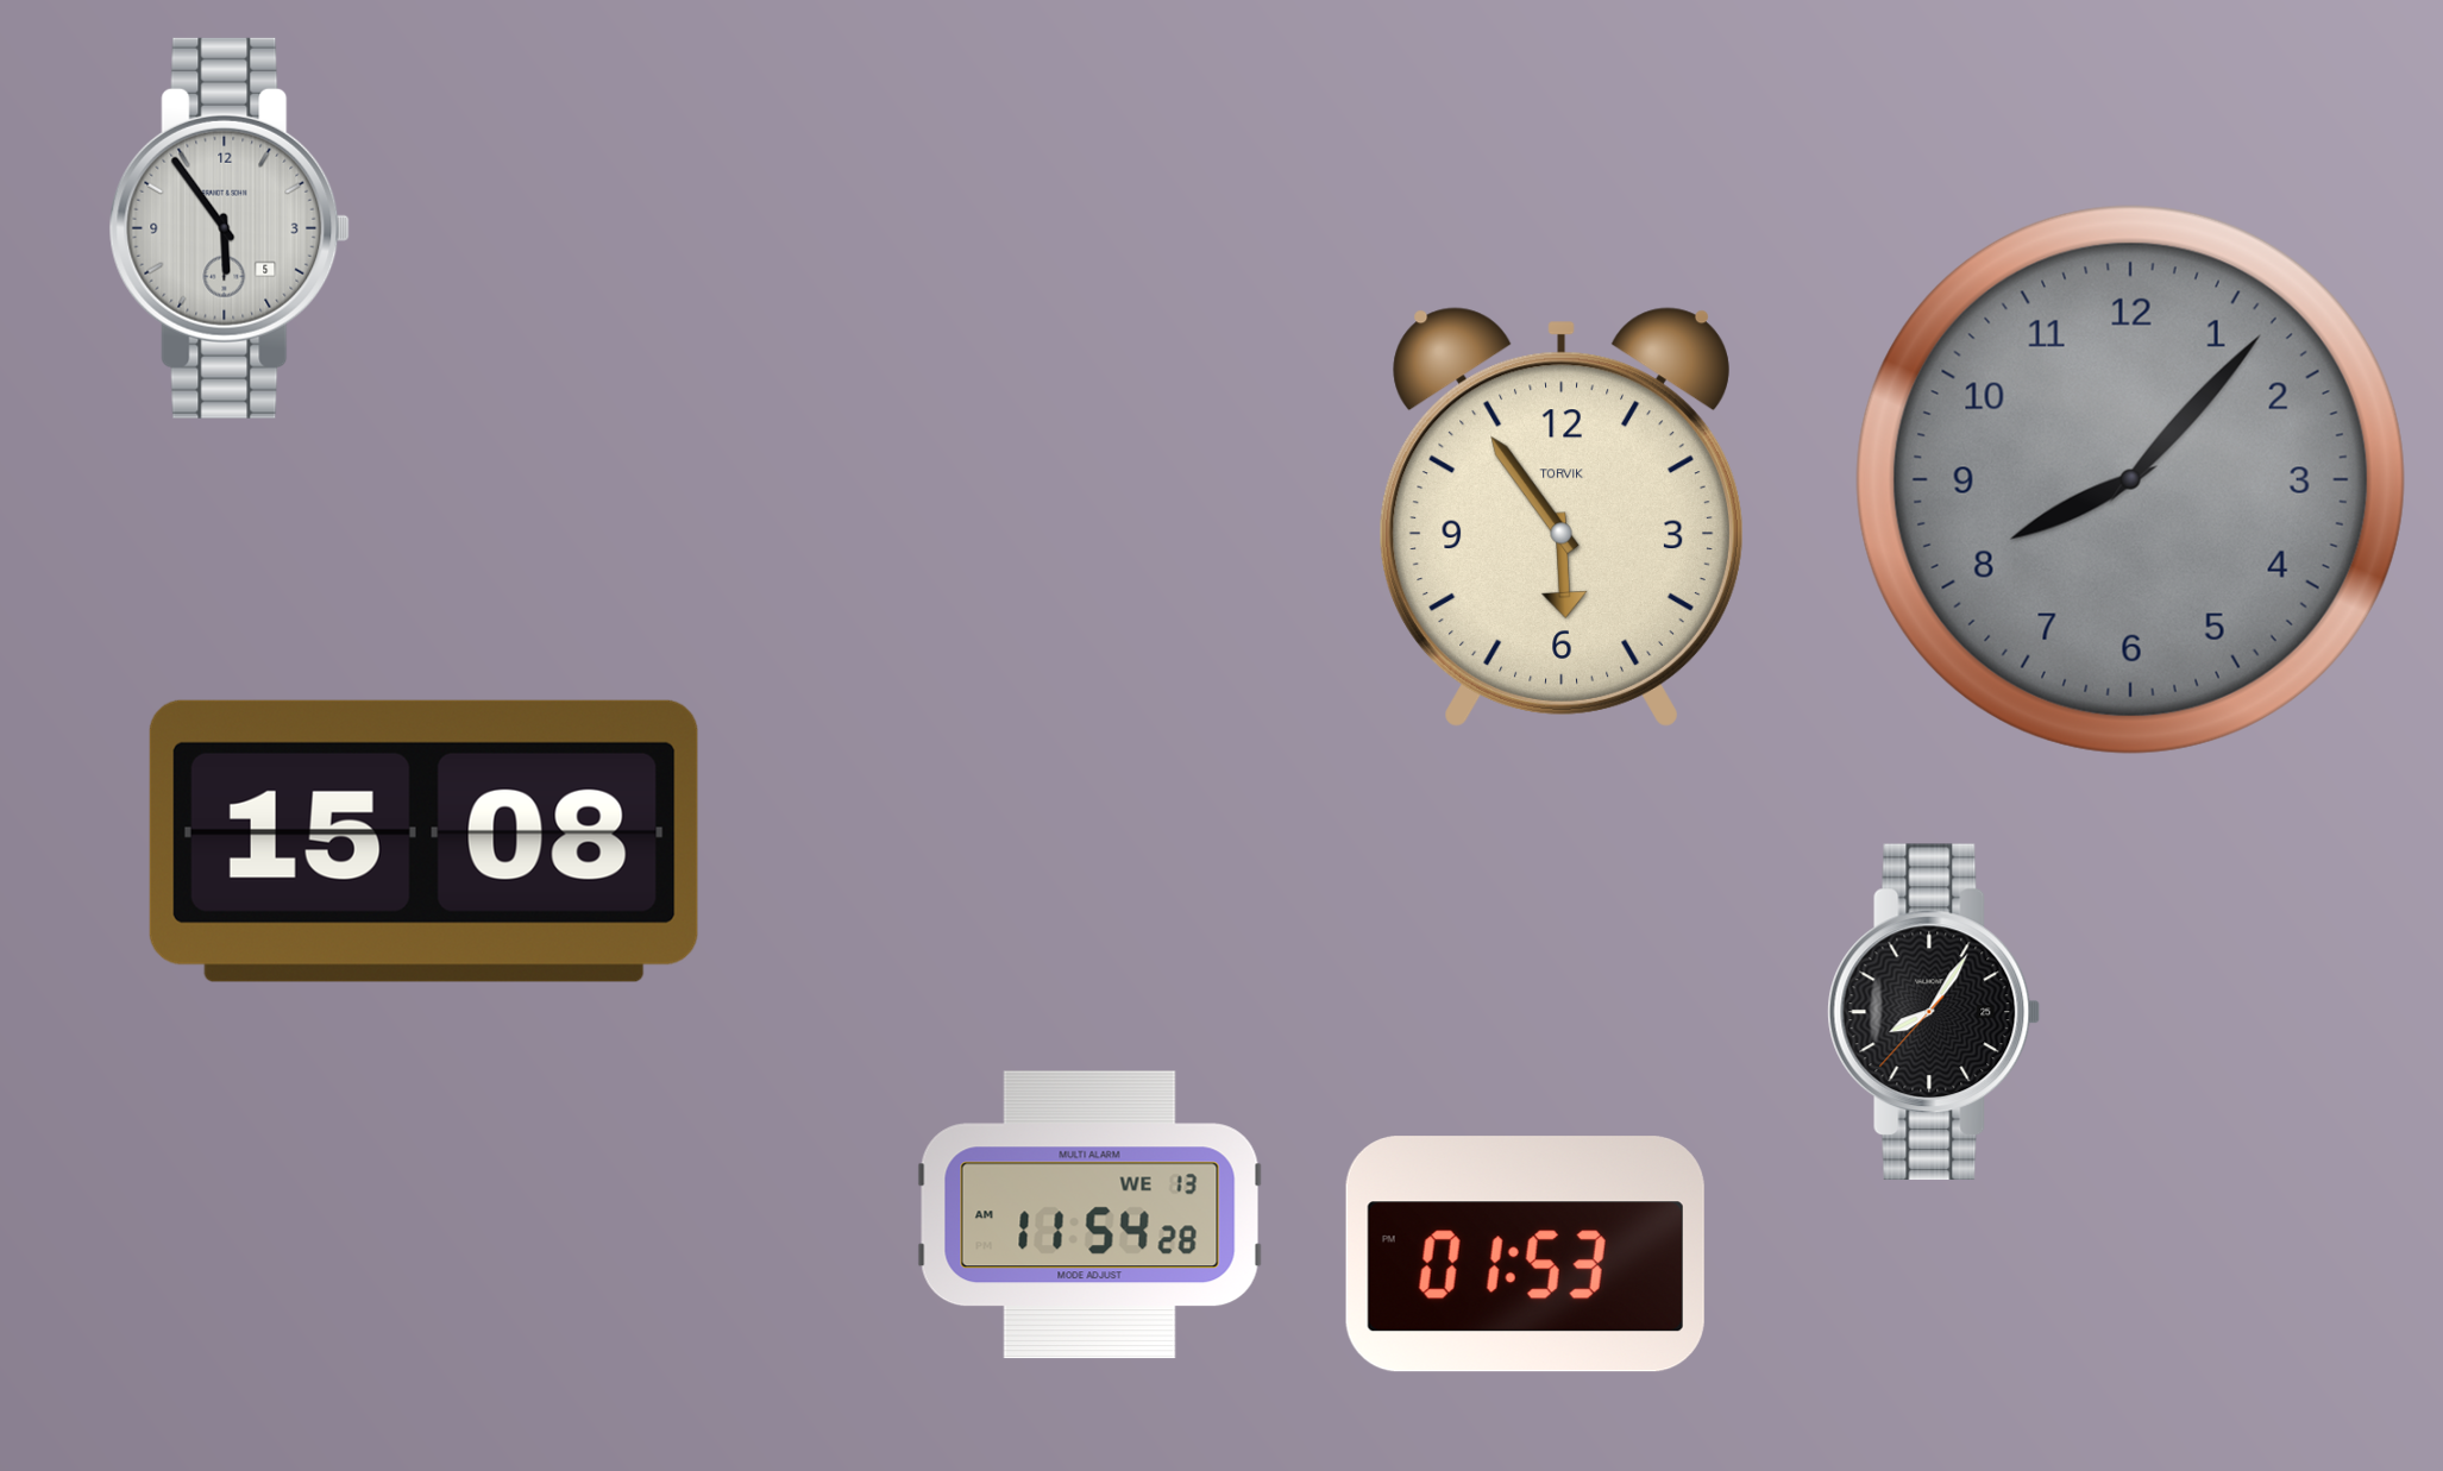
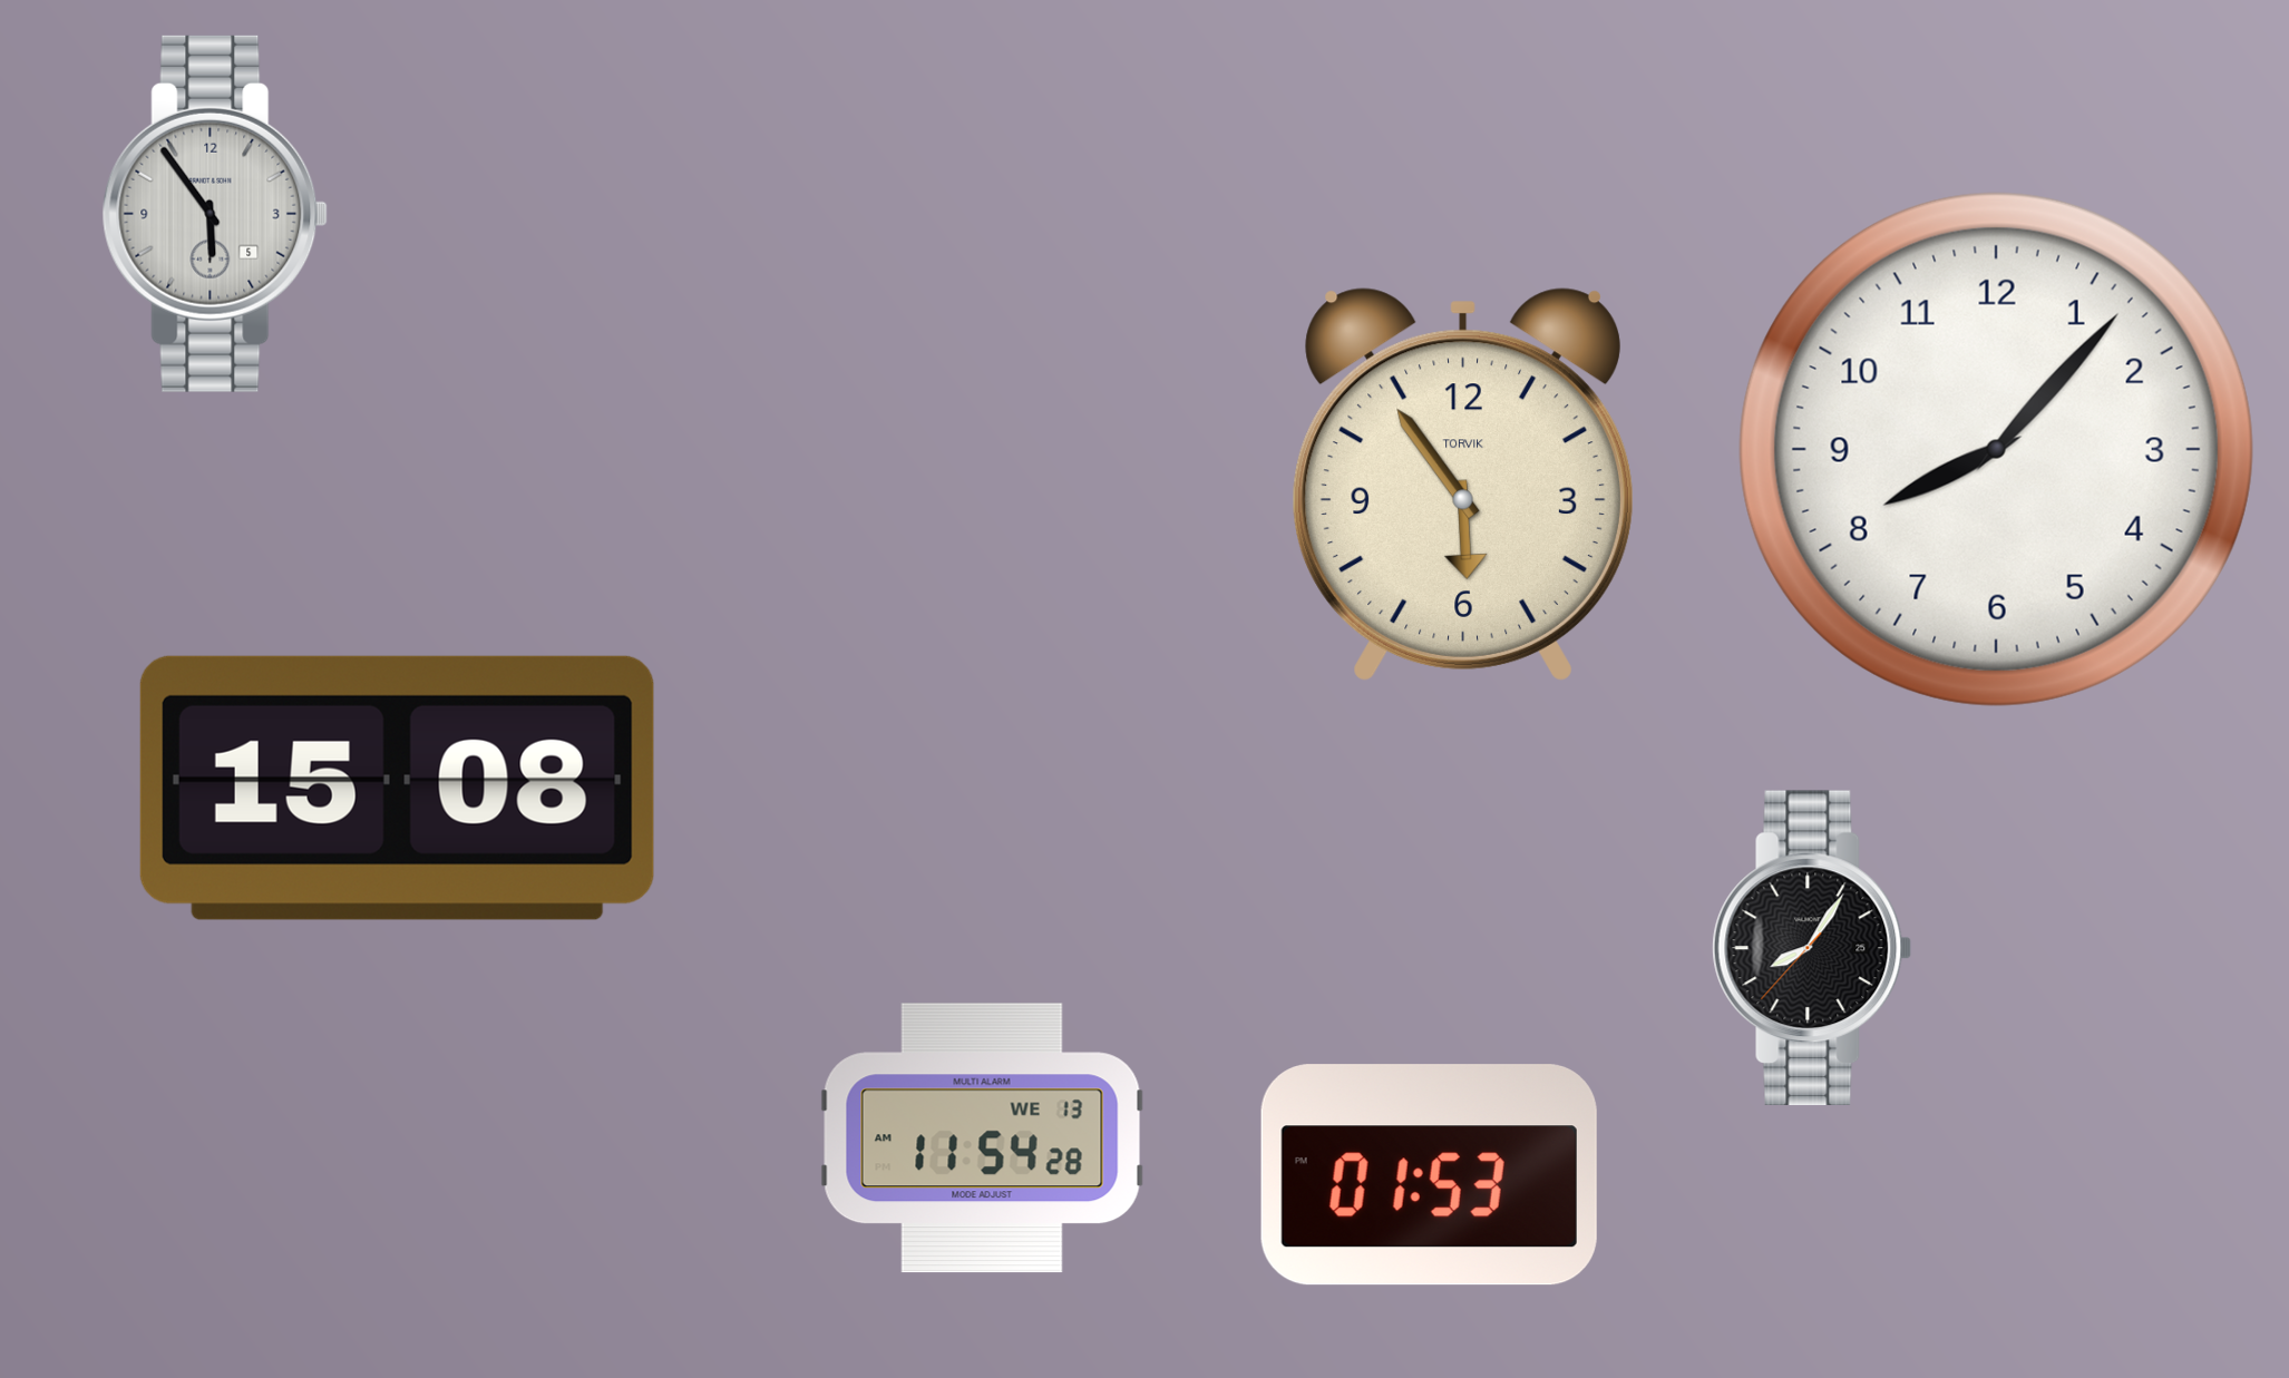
clock at (2130, 479) dial: grey -> white
clock at (1089, 1215) position: (1089, 1215) -> (982, 1138)
